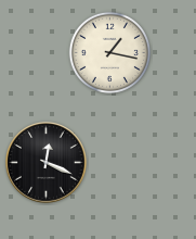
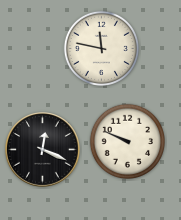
clock at (109, 52): 1:17 -> 11:47
clock at (127, 141): none -> 9:49
